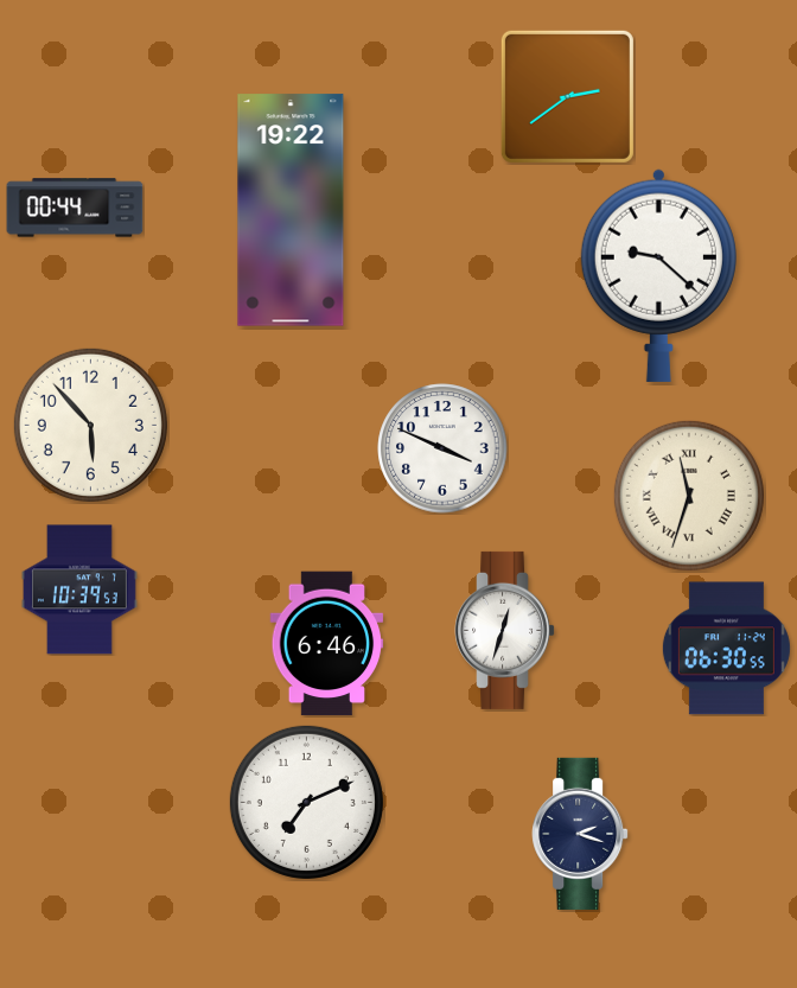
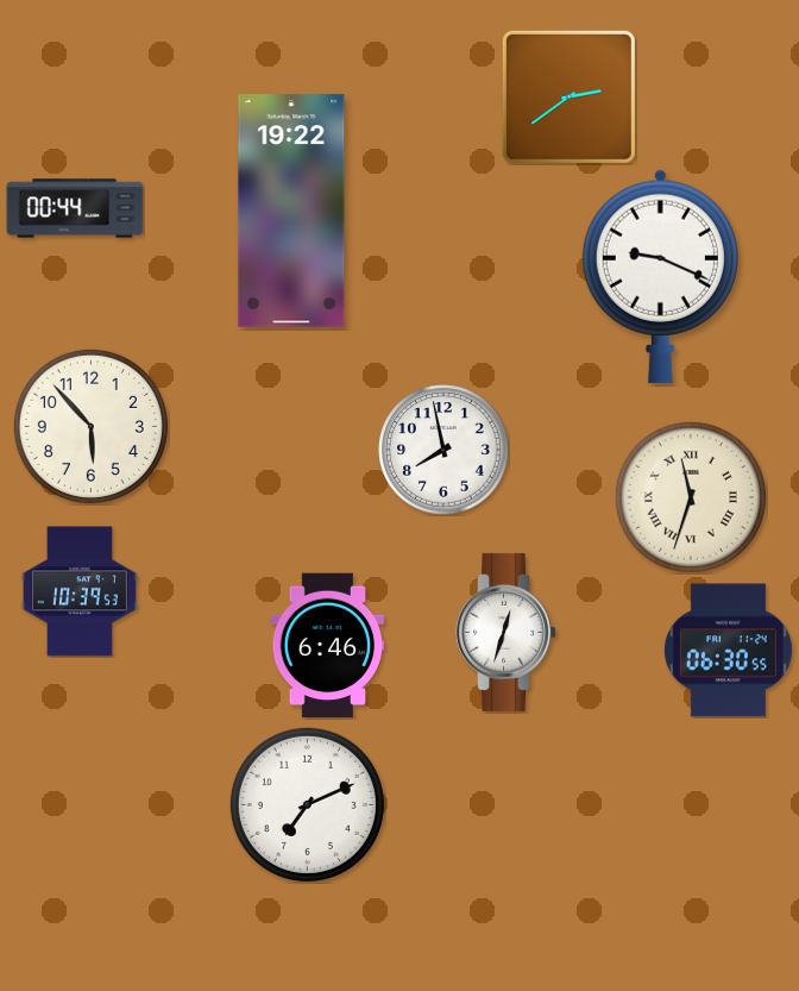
clock at (658, 275): 9:22 -> 9:19
clock at (442, 448): 3:49 -> 7:58
clock at (580, 834): 2:18 -> none
